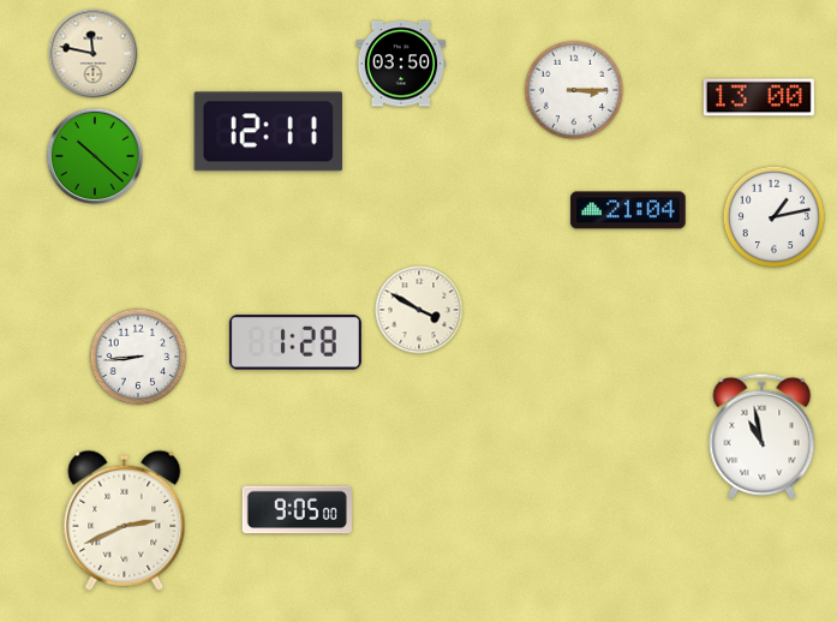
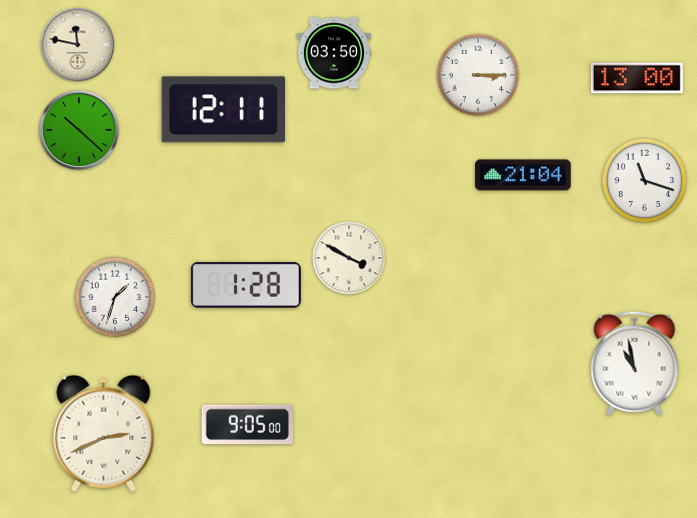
clock at (759, 97) position: (759, 97) -> (637, 78)
clock at (775, 217): 1:13 -> 11:18
clock at (138, 357): 8:44 -> 1:33
